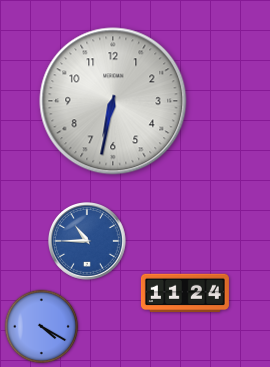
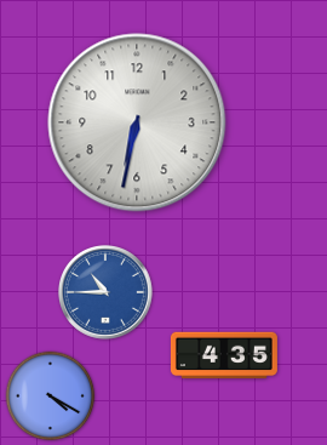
clock at (185, 293): 11:24 -> 4:35
